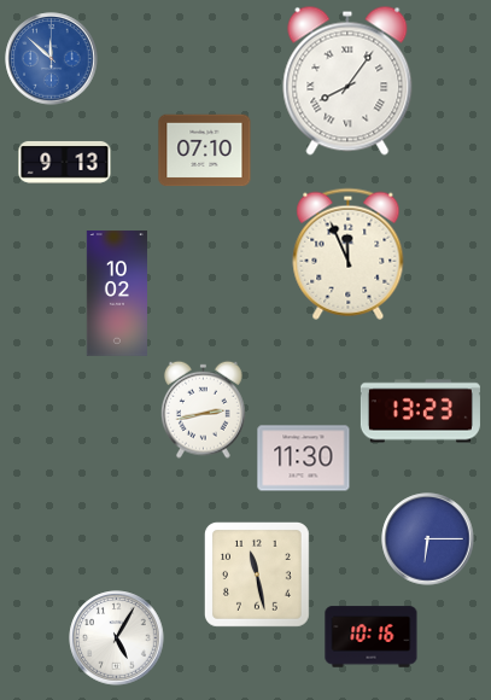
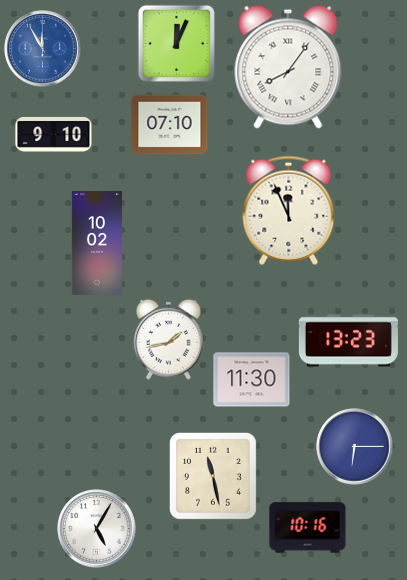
clock at (176, 43): none -> 12:04
clock at (52, 59): 11:52 -> 11:55
clock at (65, 162): 9:13 -> 9:10
clock at (204, 409): 2:43 -> 1:43
